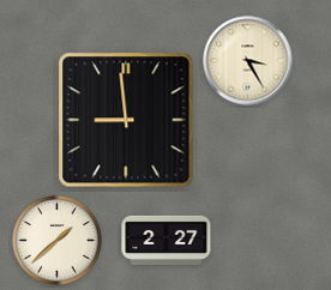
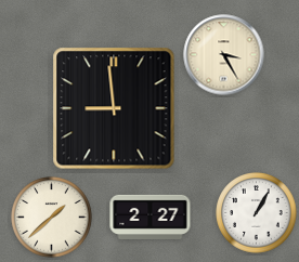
clock at (257, 213): none -> 1:05
